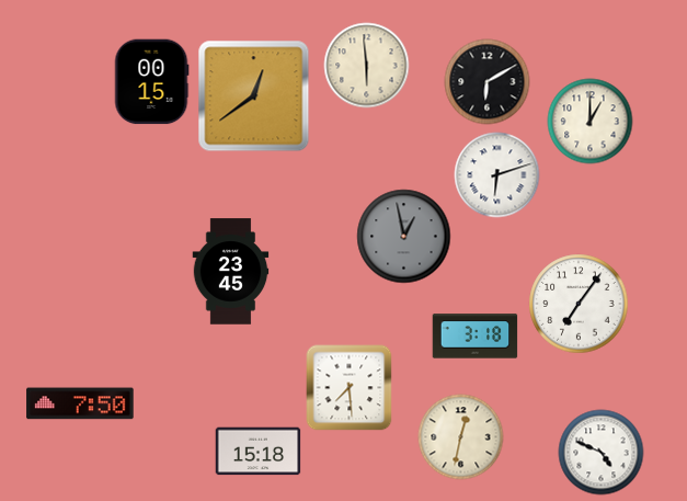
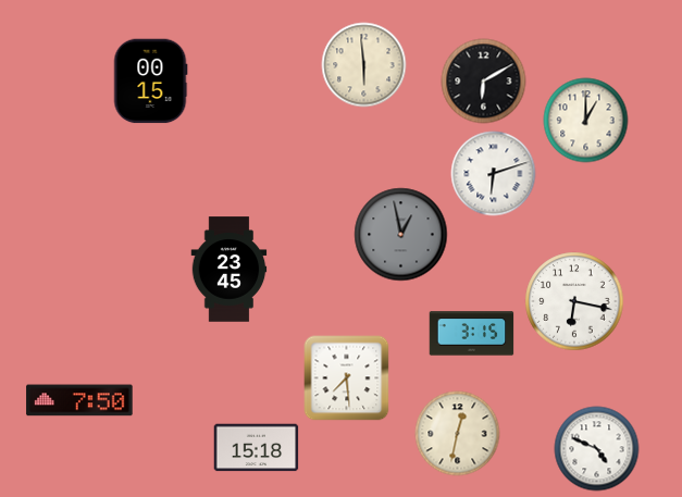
clock at (253, 95): 12:39 -> none
clock at (579, 304): 7:06 -> 6:17
clock at (474, 337): 3:18 -> 3:15
clock at (348, 387) position: (348, 387) -> (346, 377)
